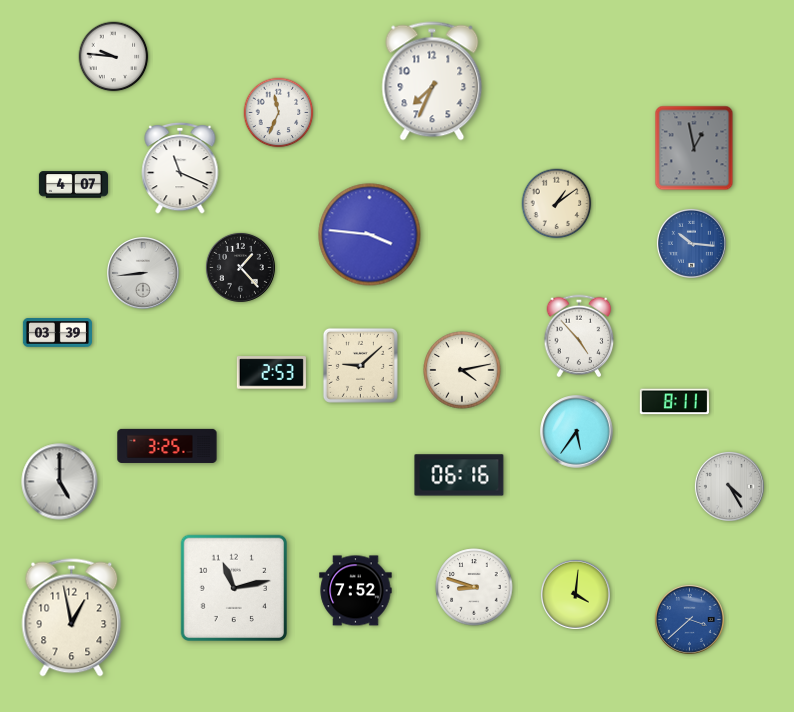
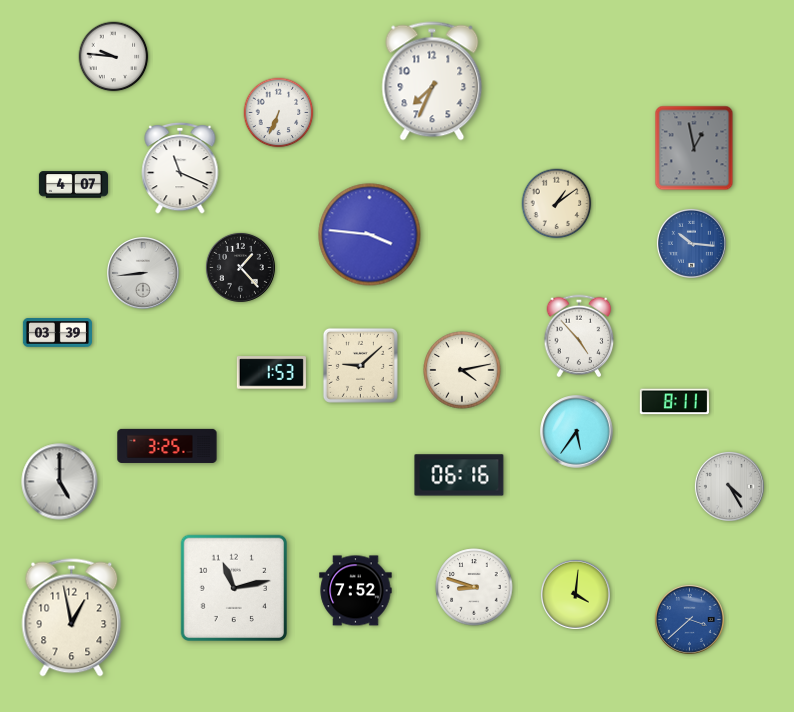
clock at (279, 113): 11:34 -> 6:34
clock at (271, 373): 2:53 -> 1:53
